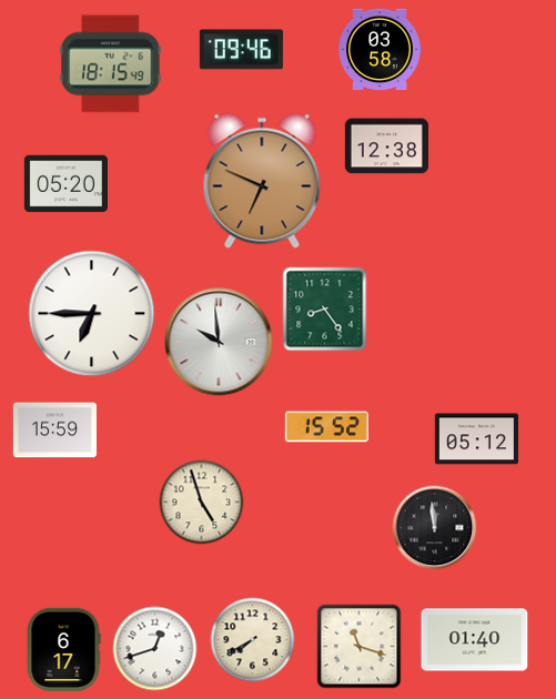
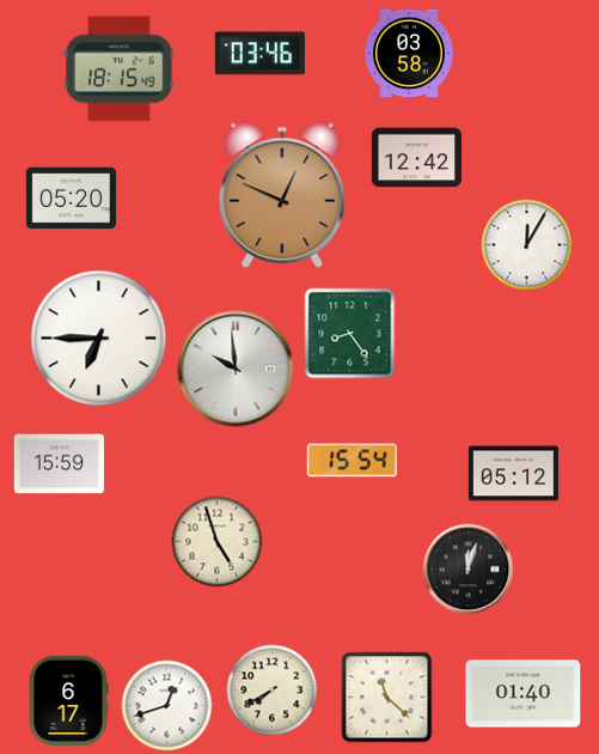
clock at (241, 50): 09:46 -> 03:46
clock at (386, 146): 12:38 -> 12:42
clock at (262, 181): 6:49 -> 12:49
clock at (527, 245): none -> 12:05
clock at (326, 427): 15:52 -> 15:54
clock at (435, 528): 11:59 -> 12:03
clock at (475, 640) position: (475, 640) -> (524, 694)
clock at (360, 647): 11:18 -> 11:22
clock at (155, 649) position: (155, 649) -> (167, 706)
